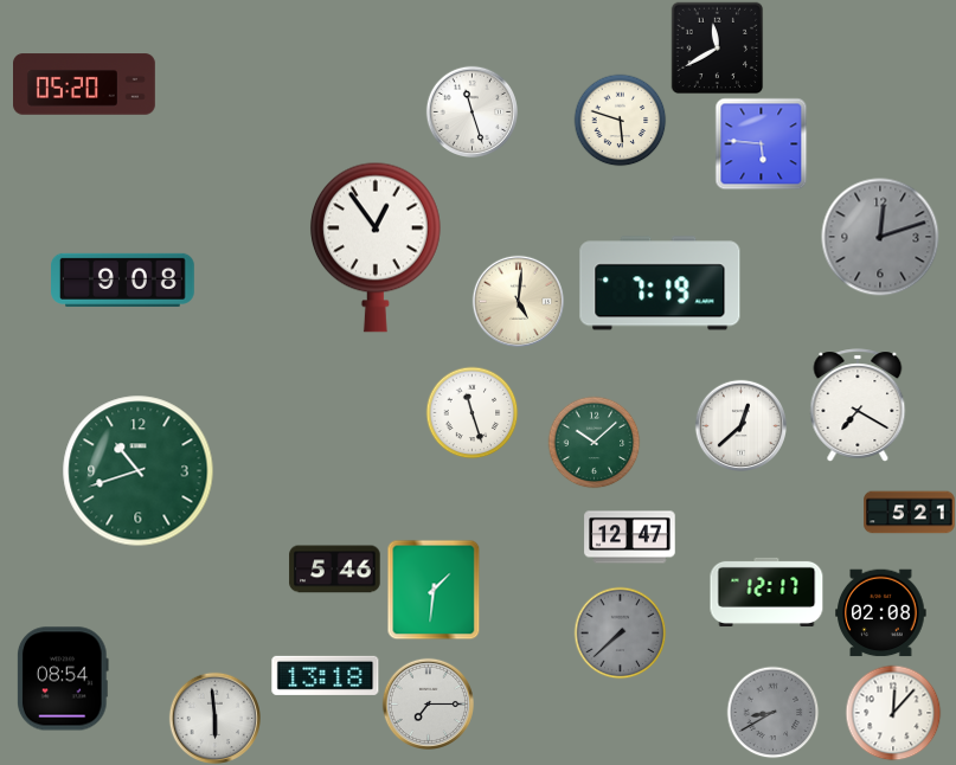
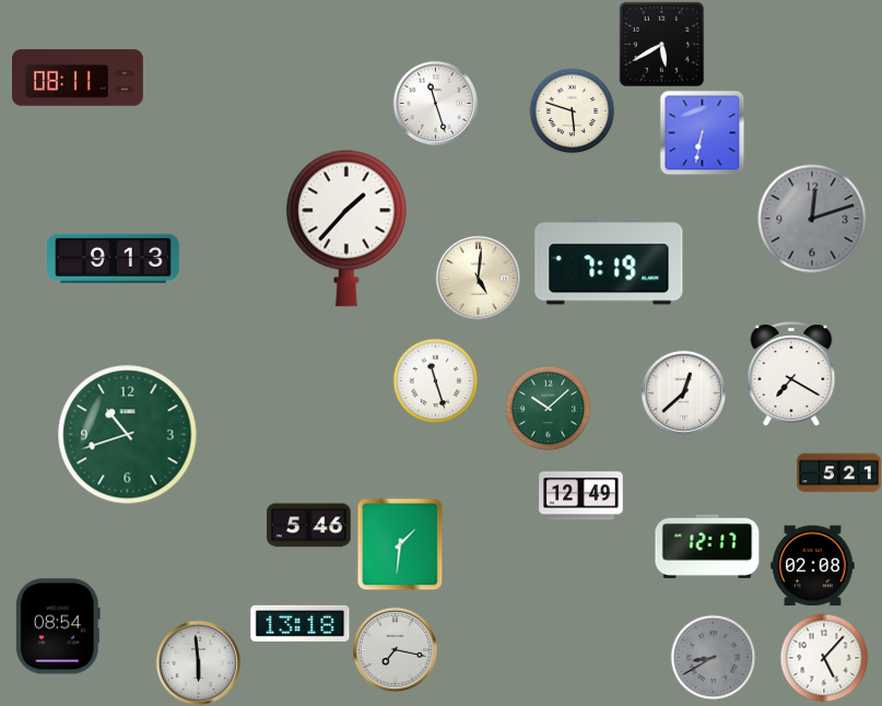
clock at (717, 47): 11:40 -> 5:40
clock at (85, 84): 05:20 -> 08:11
clock at (761, 143): 5:46 -> 6:32
clock at (376, 247): 12:54 -> 1:37
clock at (123, 279): 9:08 -> 9:13
clock at (630, 538): 12:47 -> 12:49
clock at (620, 632): 7:38 -> none
clock at (428, 703): 7:15 -> 7:17
clock at (893, 713): 12:07 -> 5:07
